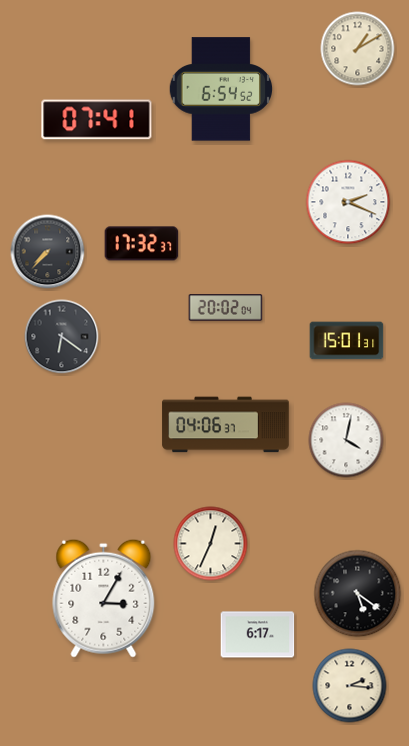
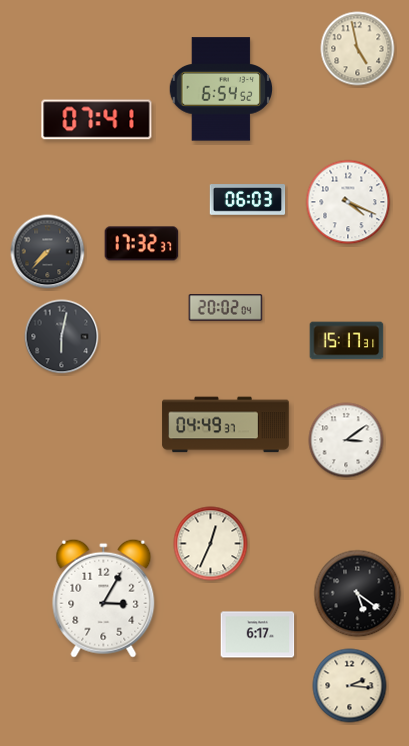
clock at (358, 49): 1:10 -> 4:58
clock at (248, 200): none -> 06:03
clock at (348, 202): 2:19 -> 4:19
clock at (62, 337): 6:21 -> 6:02
clock at (347, 341): 15:01 -> 15:17
clock at (226, 425): 04:06 -> 04:49
clock at (346, 440): 4:02 -> 3:09
